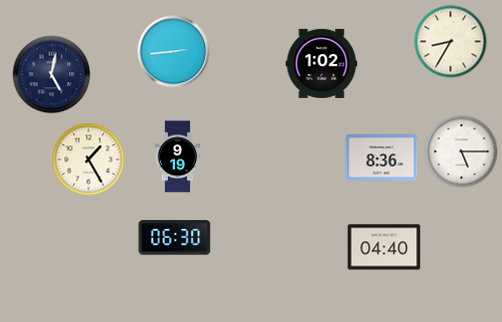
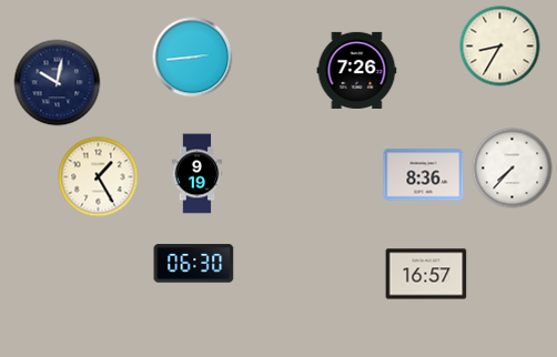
clock at (322, 63): 1:02 -> 7:26
clock at (52, 75): 5:02 -> 10:02
clock at (462, 152): 5:15 -> 7:37
clock at (384, 247): 04:40 -> 16:57
